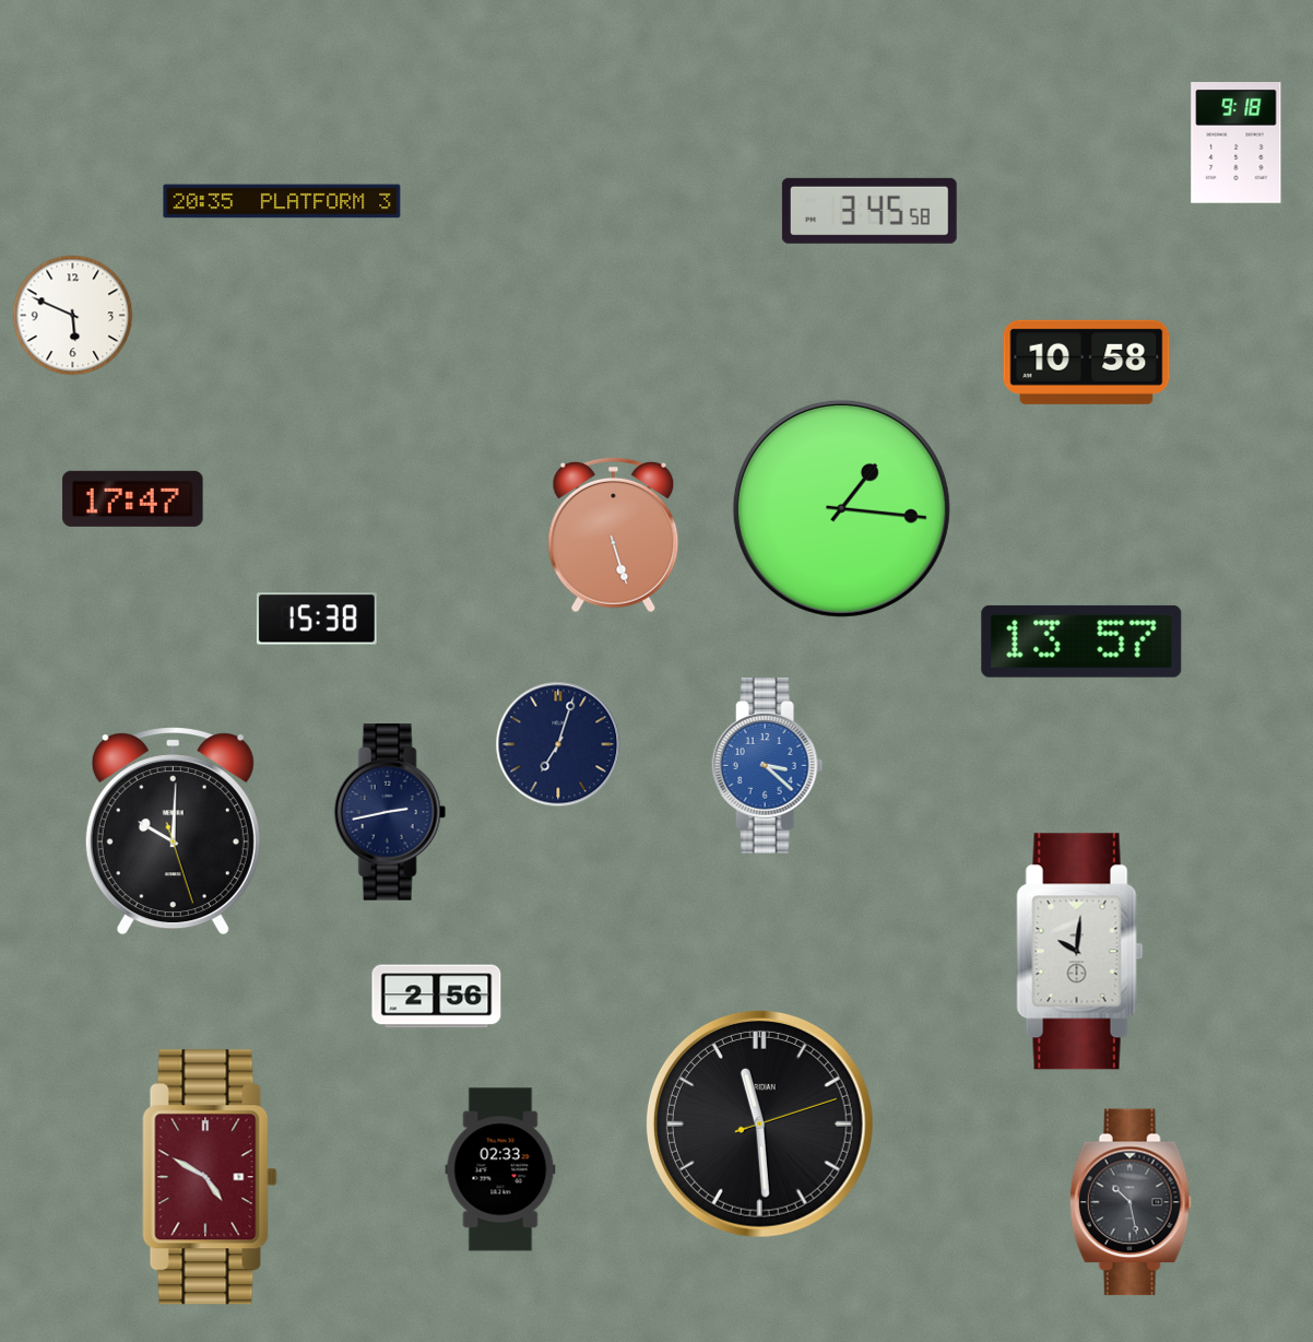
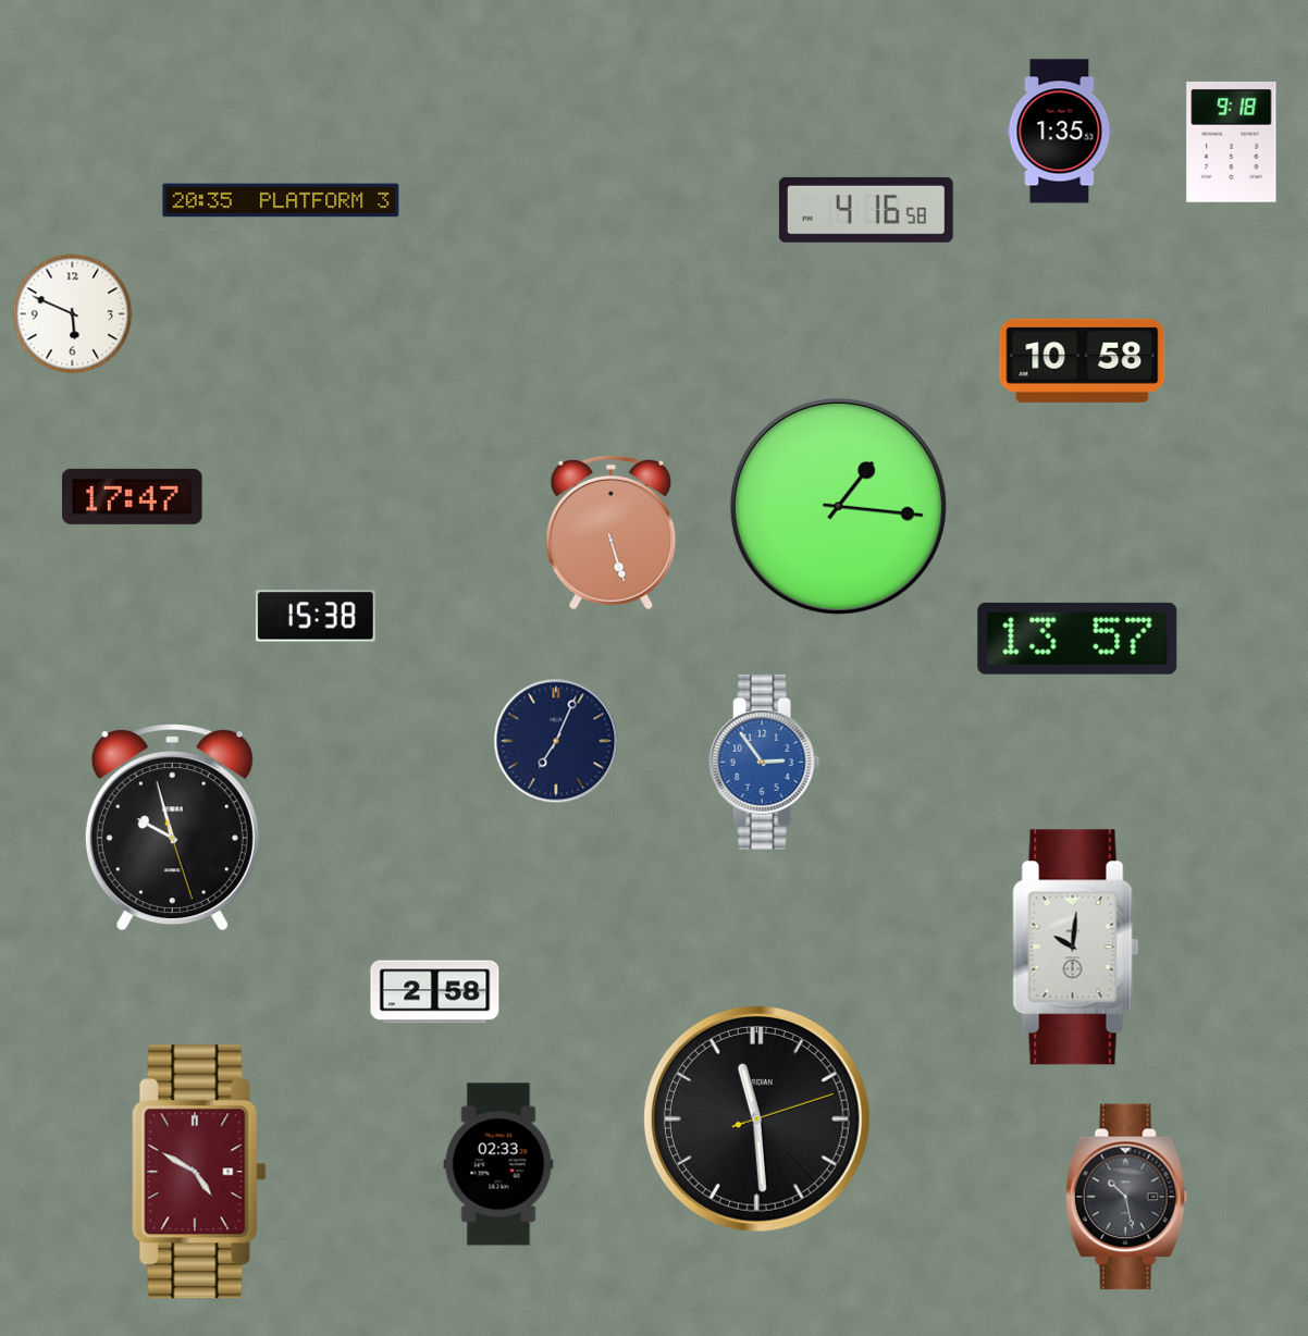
clock at (1060, 132): none -> 1:35
clock at (870, 211): 3:45 -> 4:16
clock at (558, 744): 7:03 -> 7:04
clock at (768, 766): 3:22 -> 2:54
clock at (390, 812): 2:43 -> none
clock at (173, 832): 10:00 -> 9:57
clock at (437, 997): 2:56 -> 2:58
clock at (210, 1177) position: (210, 1177) -> (199, 1172)
